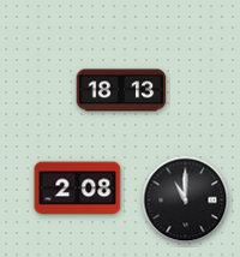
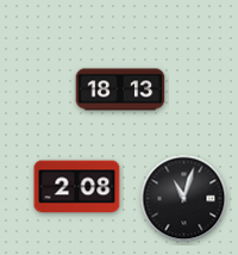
clock at (186, 201): 11:00 -> 11:03
